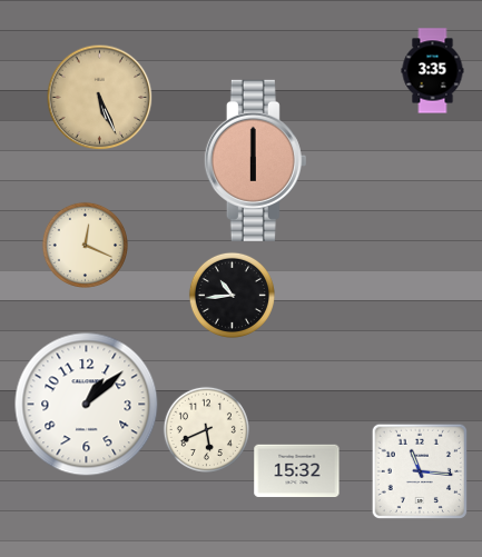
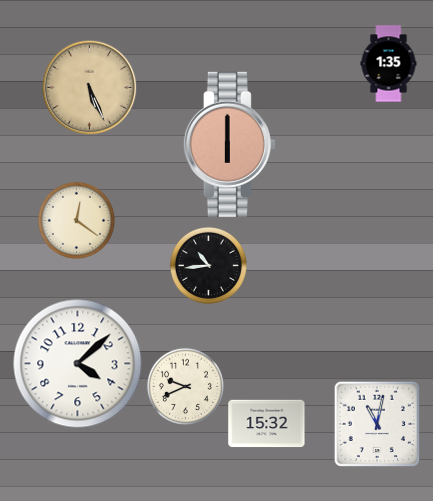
clock at (433, 71): 3:35 -> 1:35
clock at (85, 245): 12:19 -> 12:21
clock at (87, 405): 1:08 -> 4:08
clock at (206, 429): 5:41 -> 9:41
clock at (419, 470): 11:16 -> 11:02
